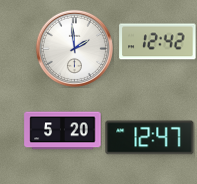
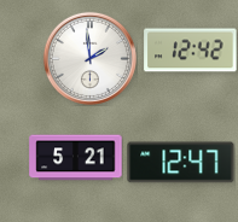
clock at (63, 131): 5:20 -> 5:21
clock at (150, 138) position: (150, 138) -> (181, 163)
